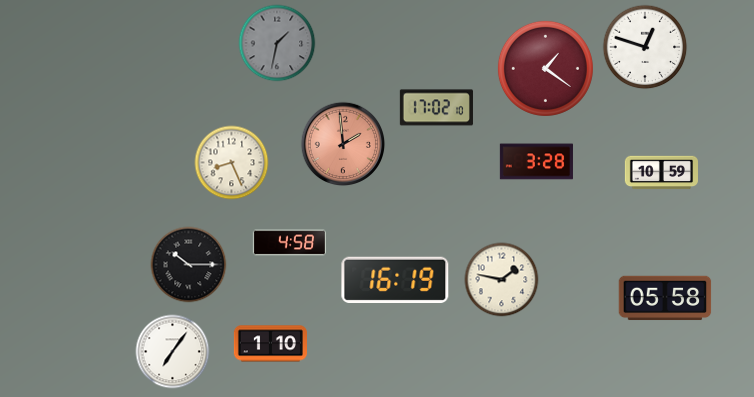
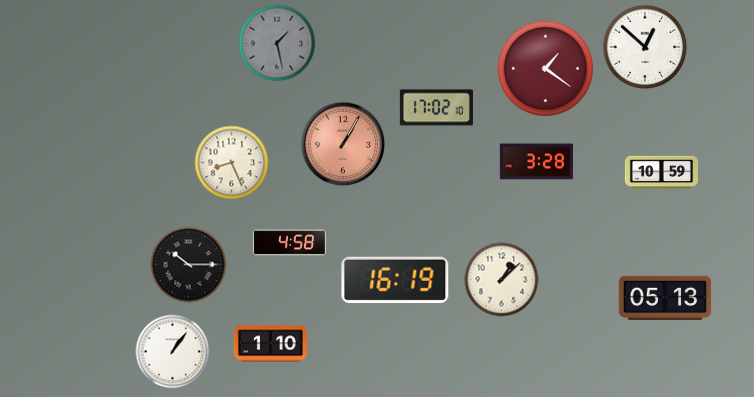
clock at (277, 43): 1:32 -> 1:28
clock at (645, 47): 12:48 -> 12:52
clock at (343, 144): 1:59 -> 1:05
clock at (502, 280): 1:47 -> 1:08
clock at (665, 298): 05:58 -> 05:13
clock at (173, 352): 7:06 -> 1:06
